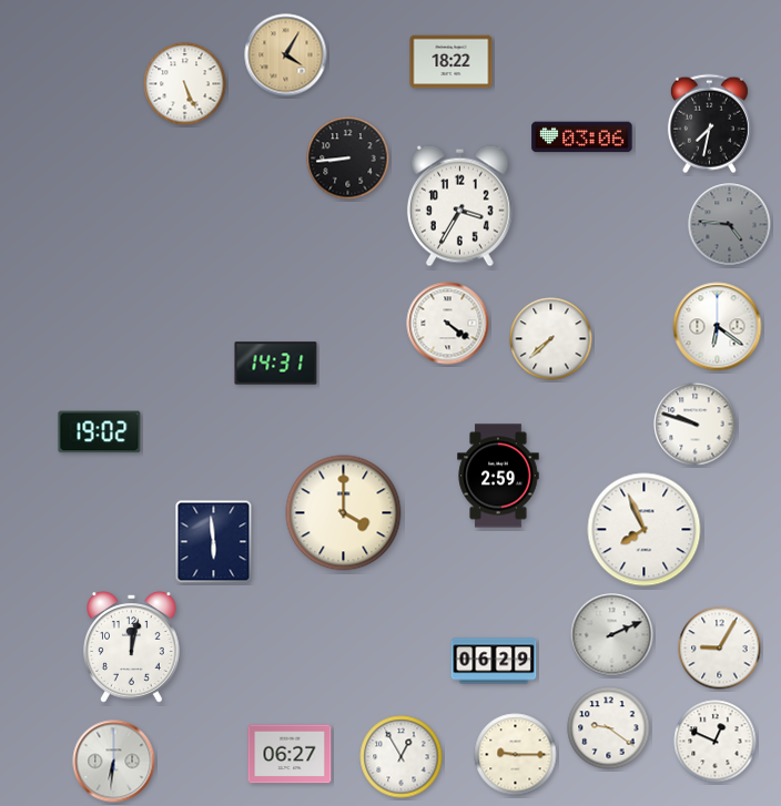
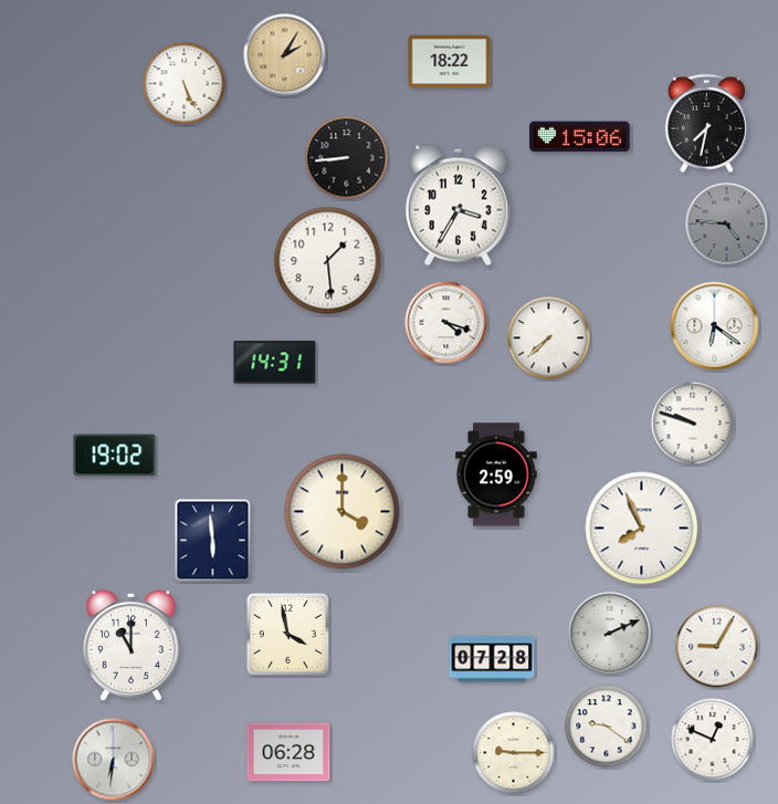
clock at (286, 55): 4:05 -> 2:05
clock at (582, 137): 03:06 -> 15:06
clock at (328, 261): none -> 1:29
clock at (448, 324): 4:21 -> 4:18
clock at (100, 432) position: (100, 432) -> (115, 456)
clock at (287, 634): none -> 3:58
clock at (132, 647): 12:02 -> 11:00
clock at (494, 661): 06:29 -> 07:28
clock at (290, 754): 06:27 -> 06:28
clock at (402, 757): 12:55 -> none
